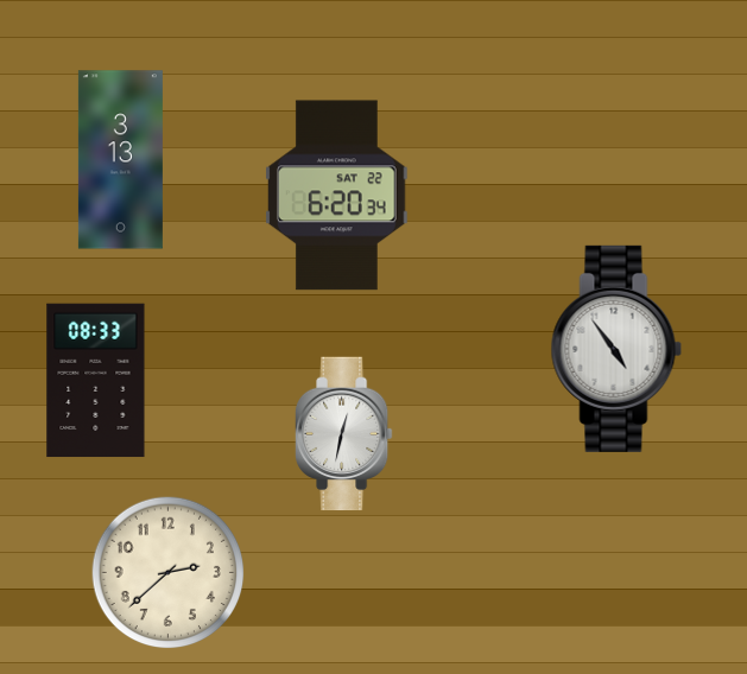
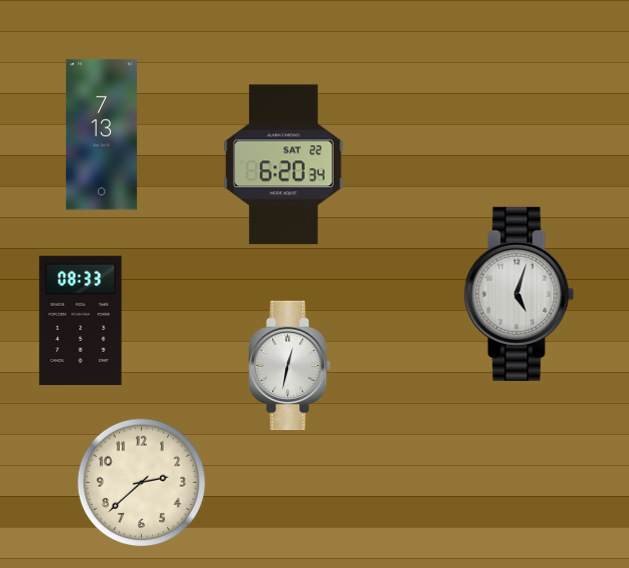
clock at (120, 160): 3:13 -> 7:13
clock at (616, 349): 4:54 -> 5:03
